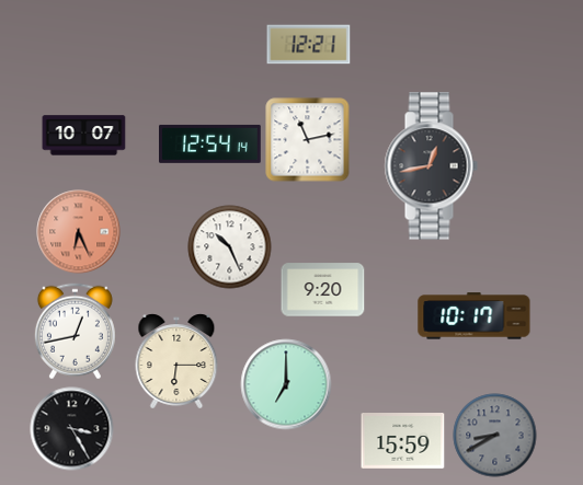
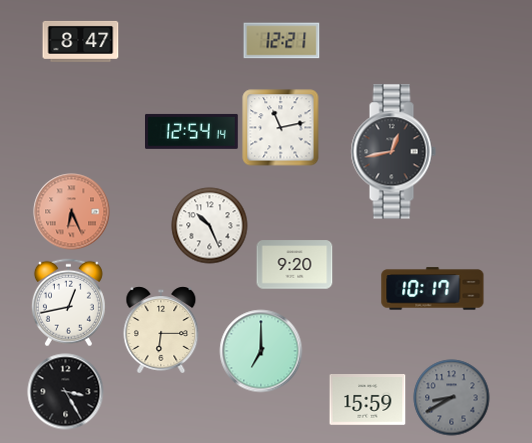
clock at (81, 41): none -> 8:47
clock at (84, 136): 10:07 -> none
clock at (403, 441) position: (403, 441) -> (368, 400)
